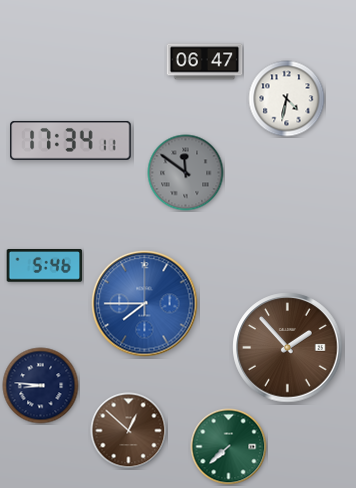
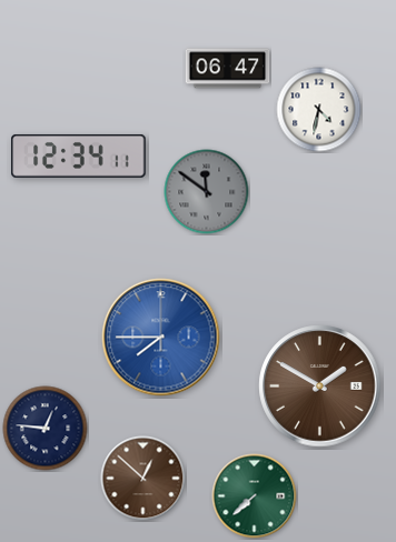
clock at (71, 140): 17:34 -> 12:34
clock at (45, 266): 5:46 -> none
clock at (288, 348): 1:53 -> 1:50
clock at (41, 386): 8:46 -> 12:46
